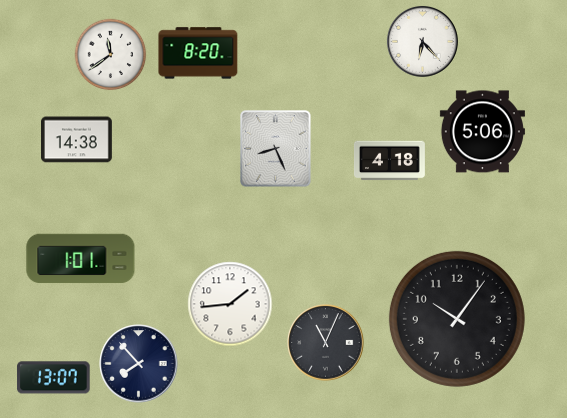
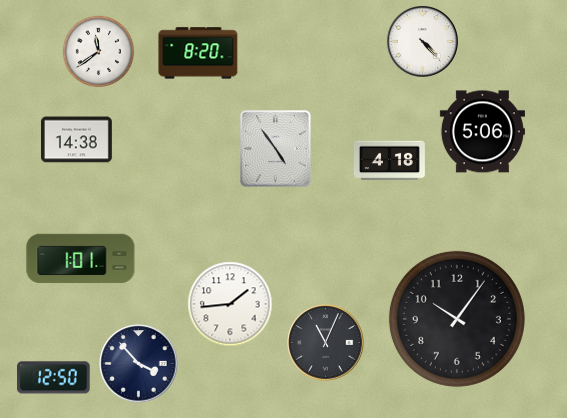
clock at (422, 41): 6:23 -> 4:23
clock at (111, 55) position: (111, 55) -> (99, 52)
clock at (276, 149): 8:26 -> 4:54
clock at (139, 364): 7:53 -> 3:53
clock at (54, 378): 13:07 -> 12:50
